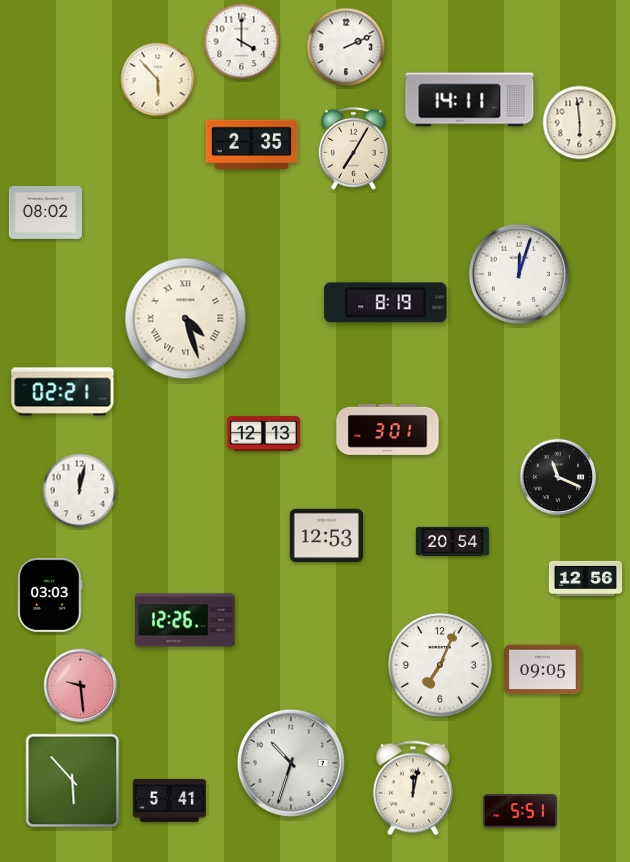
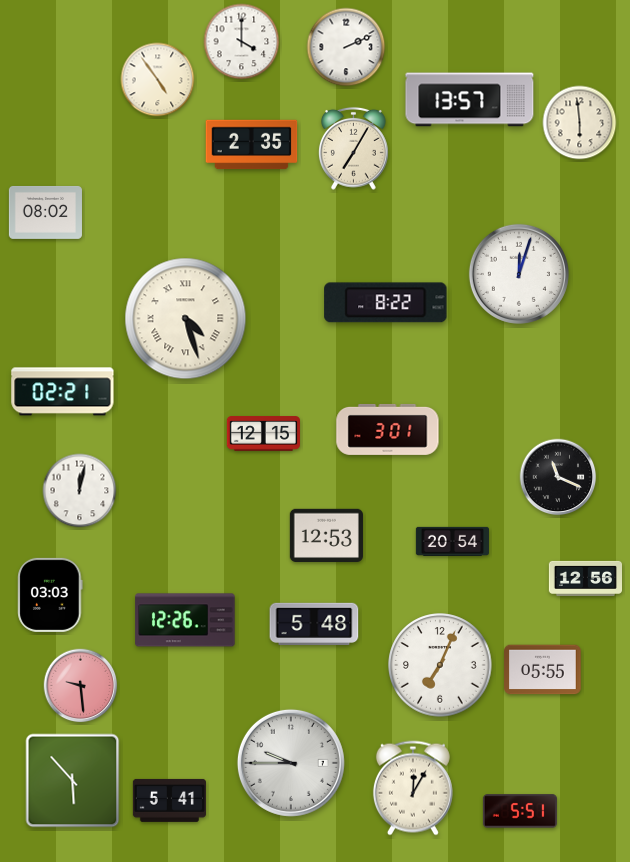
clock at (158, 80): 5:53 -> 4:54
clock at (470, 100): 14:11 -> 13:57
clock at (386, 303): 8:19 -> 8:22
clock at (263, 434): 12:13 -> 12:15
clock at (314, 623): none -> 5:48
clock at (543, 670): 09:05 -> 05:55
clock at (291, 763): 10:33 -> 9:45
clock at (413, 788): 12:02 -> 12:05
